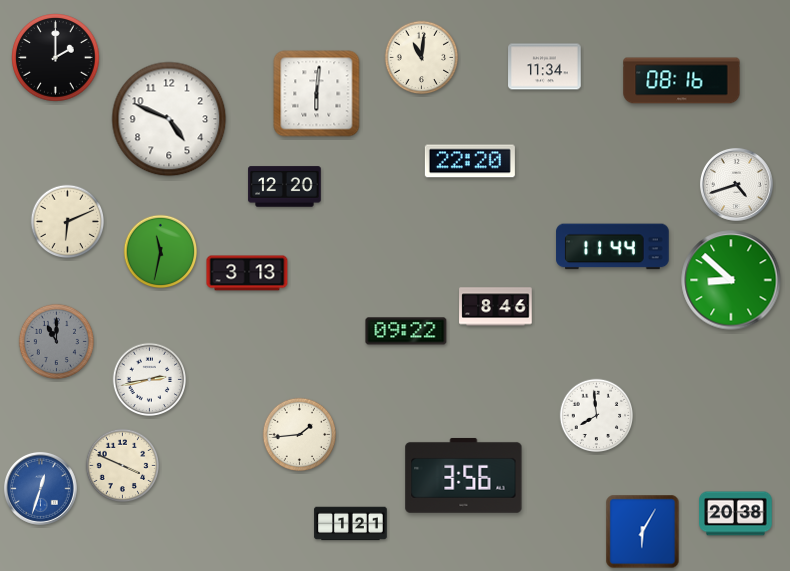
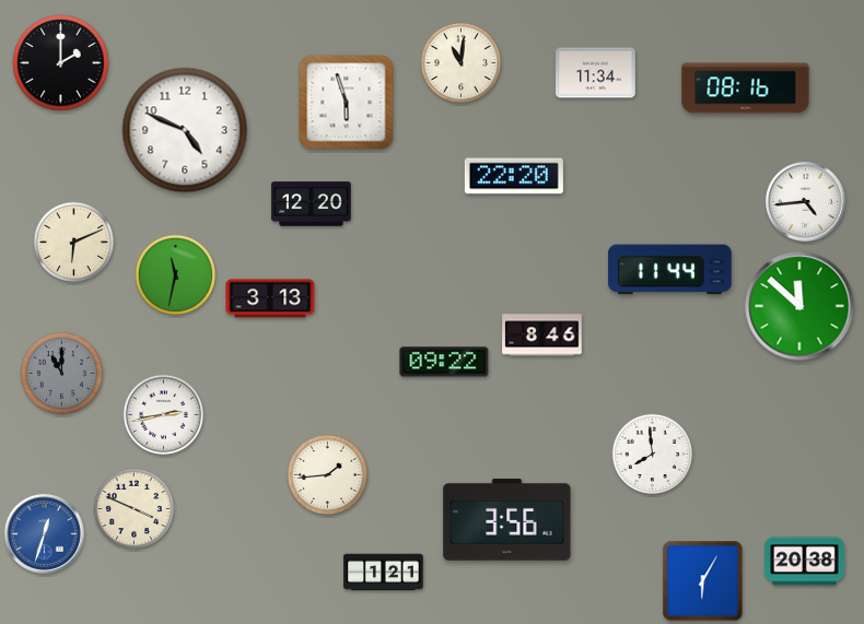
clock at (317, 94): 6:01 -> 5:57
clock at (736, 184): 4:42 -> 4:44
clock at (731, 280): 8:52 -> 11:52
